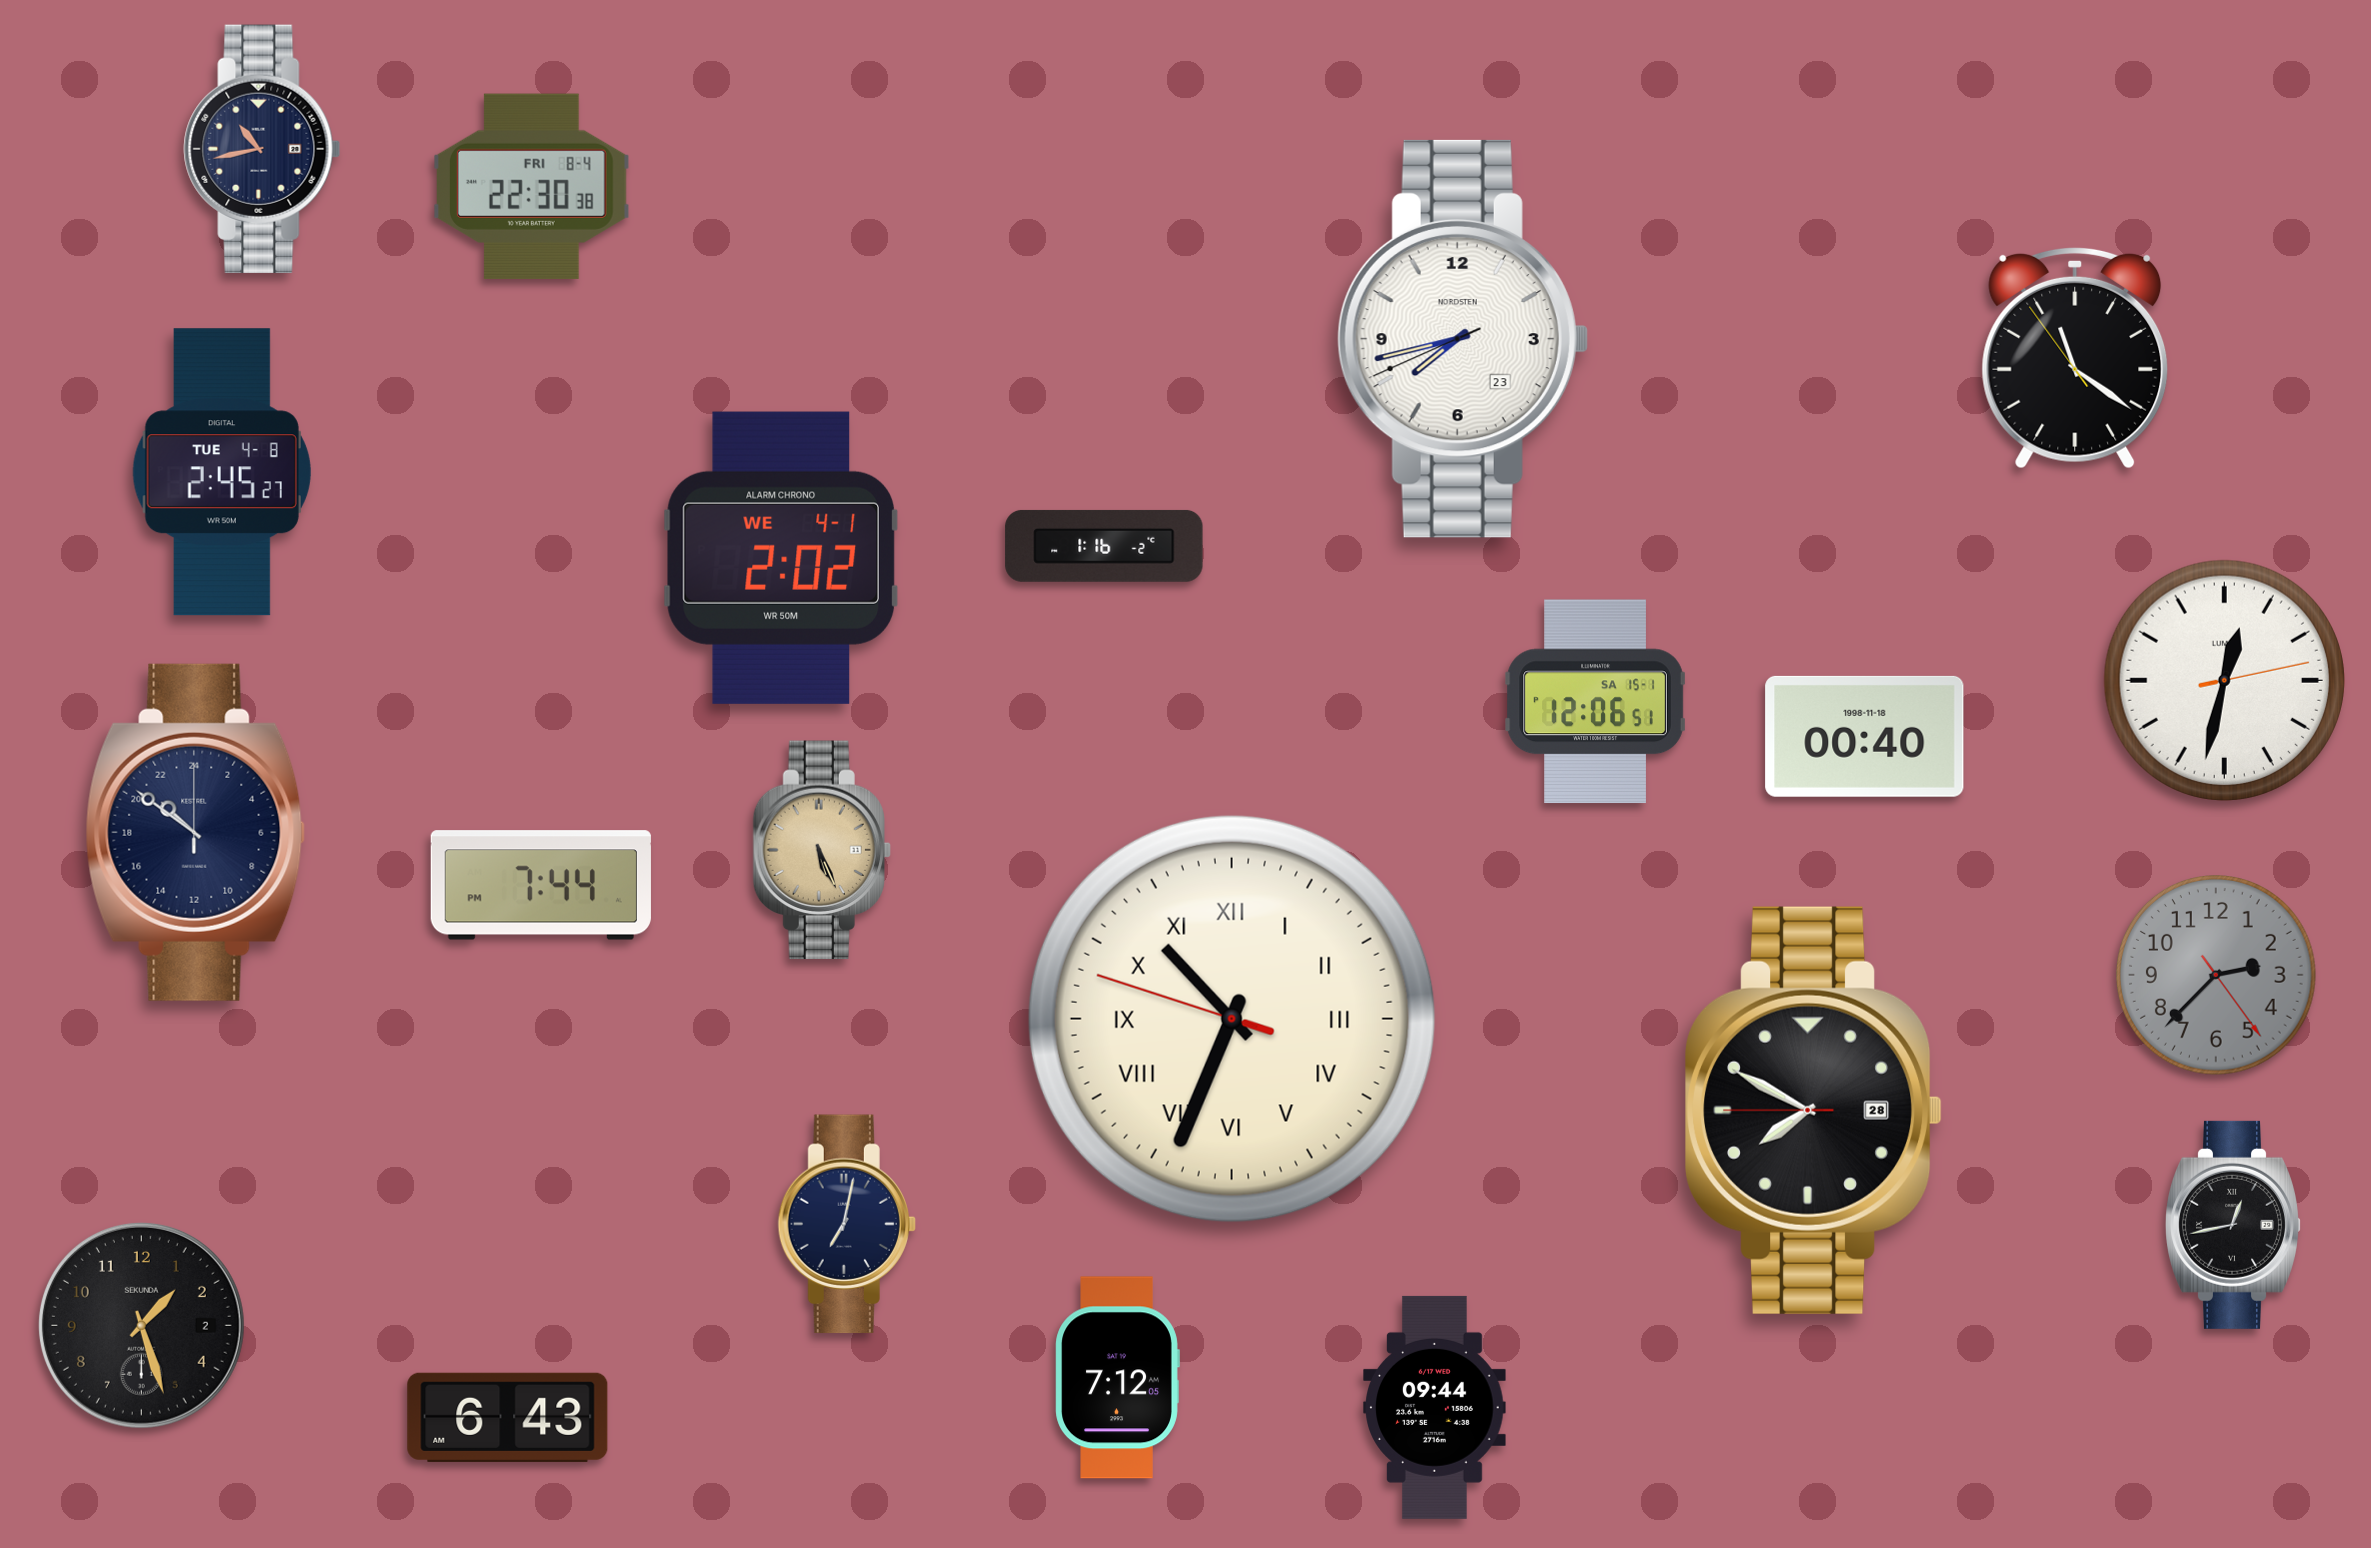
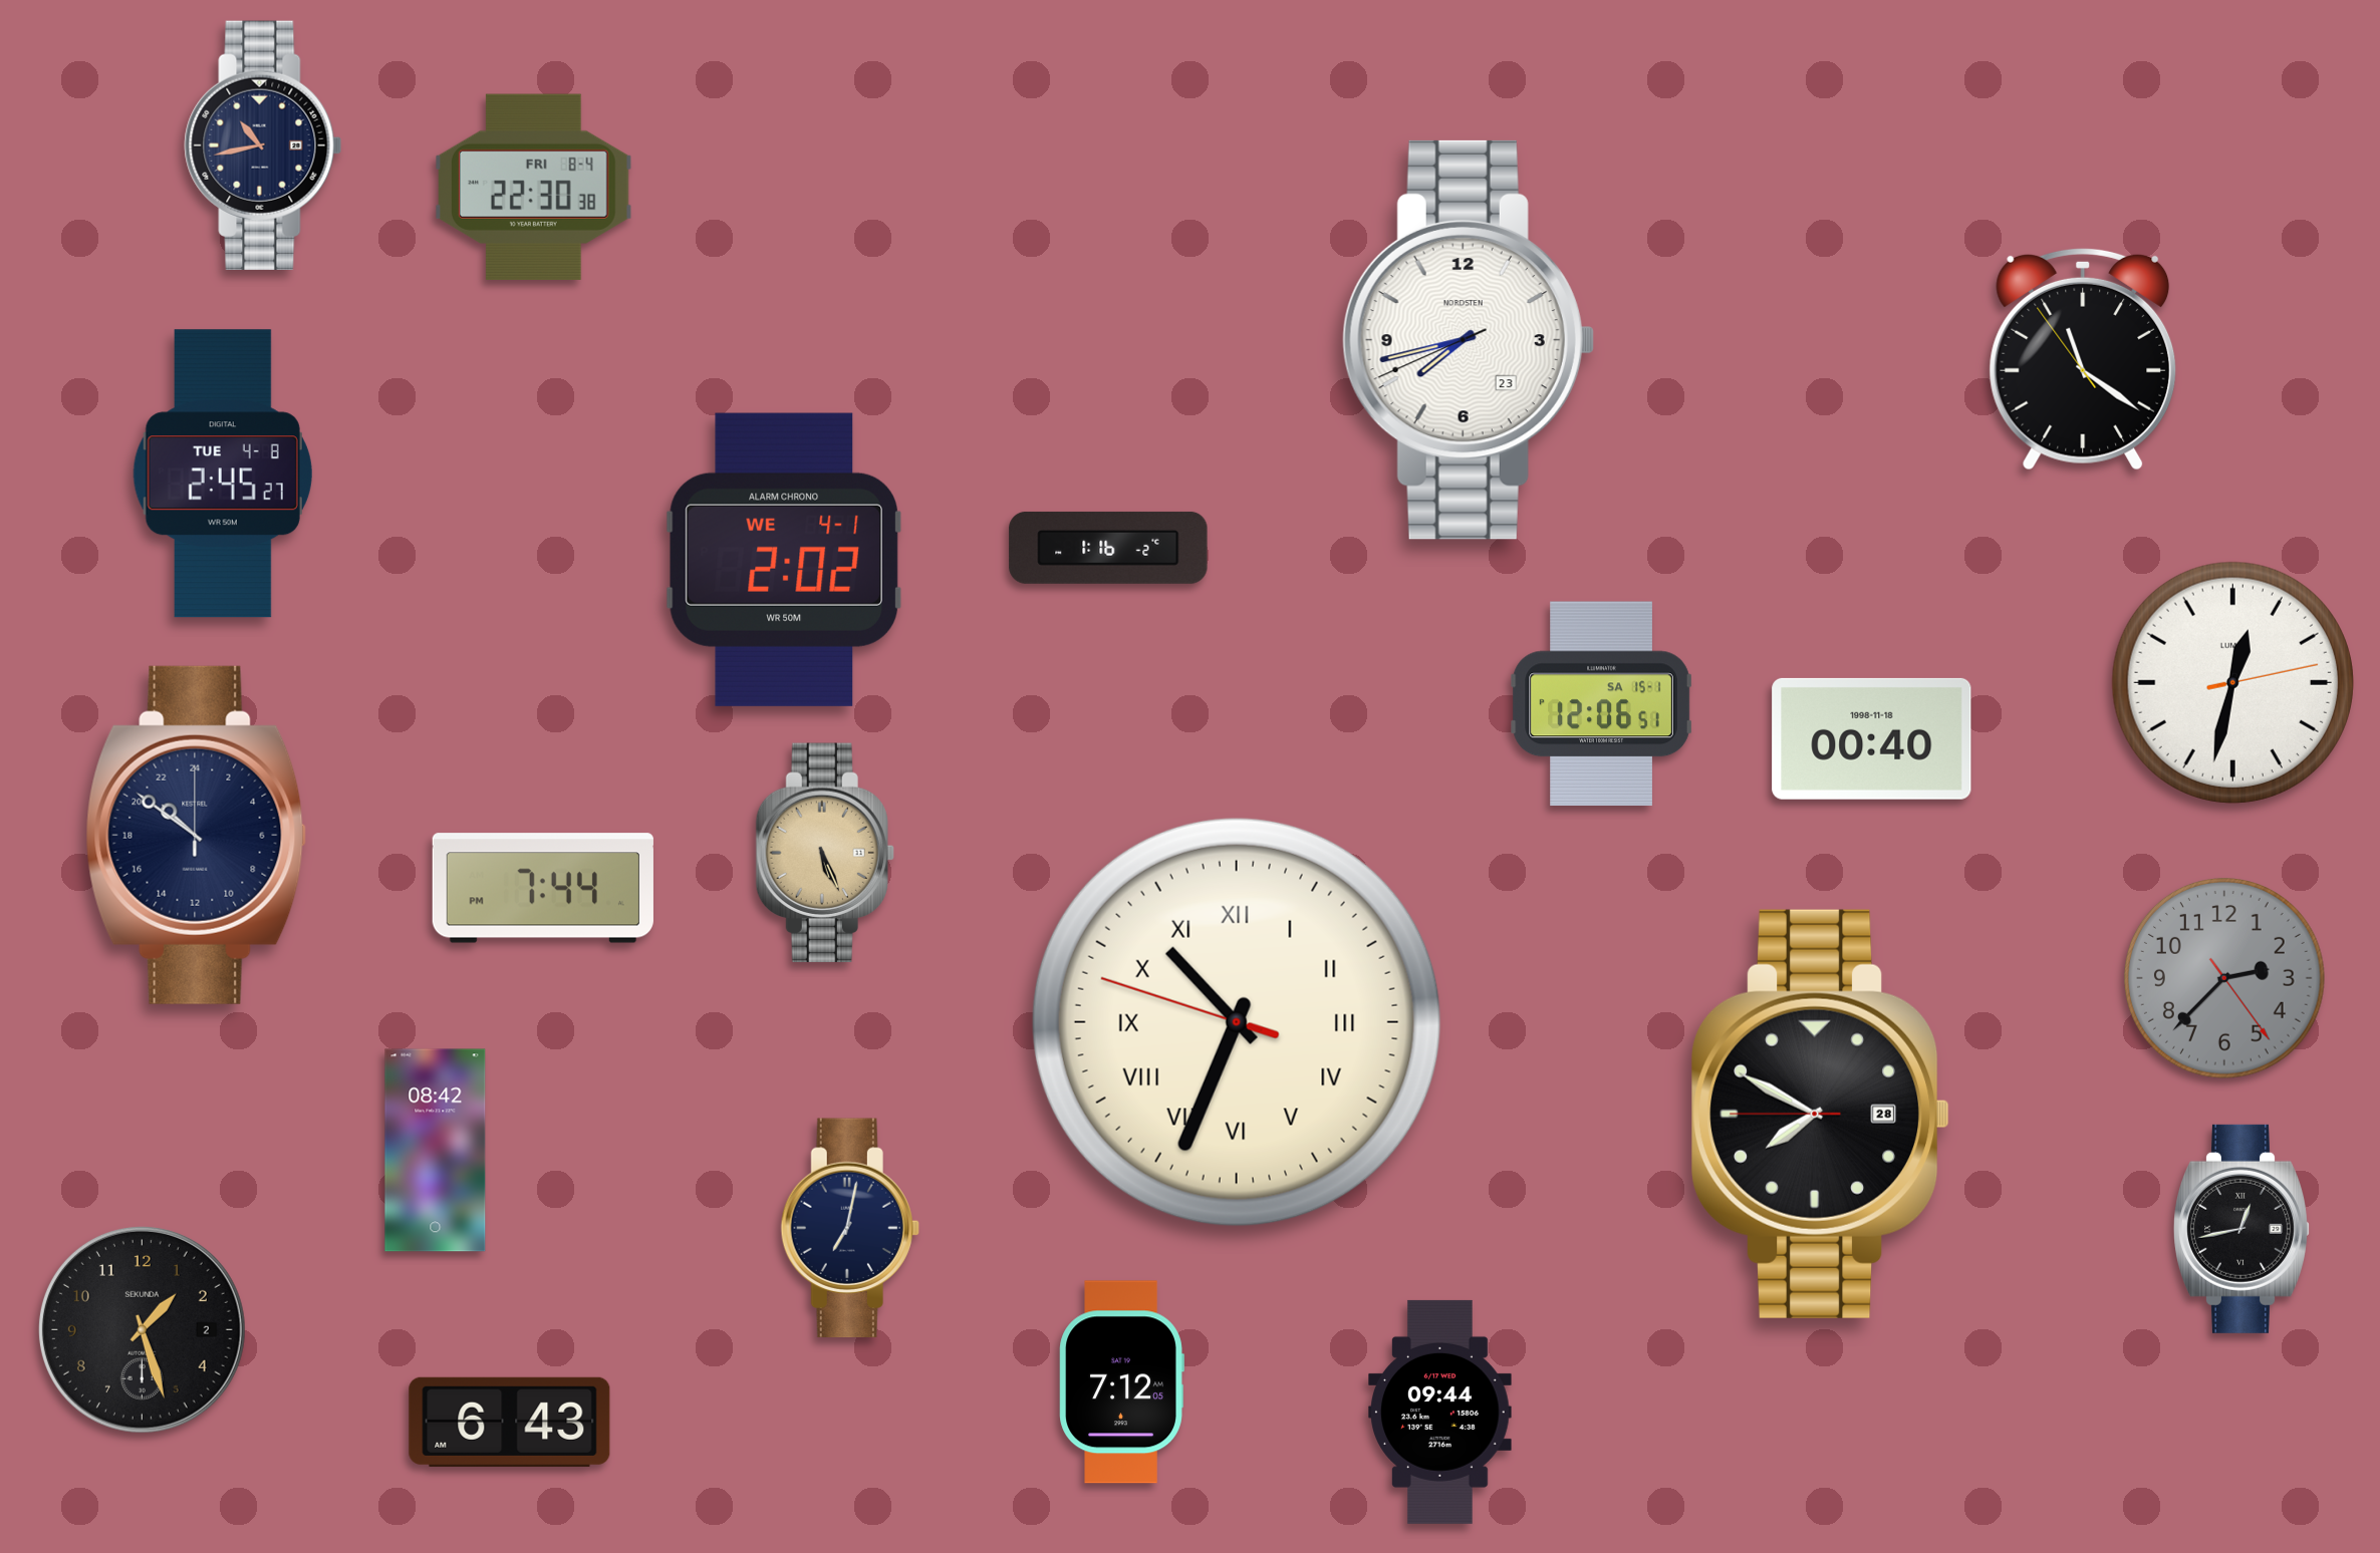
clock at (262, 149) position: (262, 149) -> (263, 145)
clock at (436, 1151): none -> 08:42
